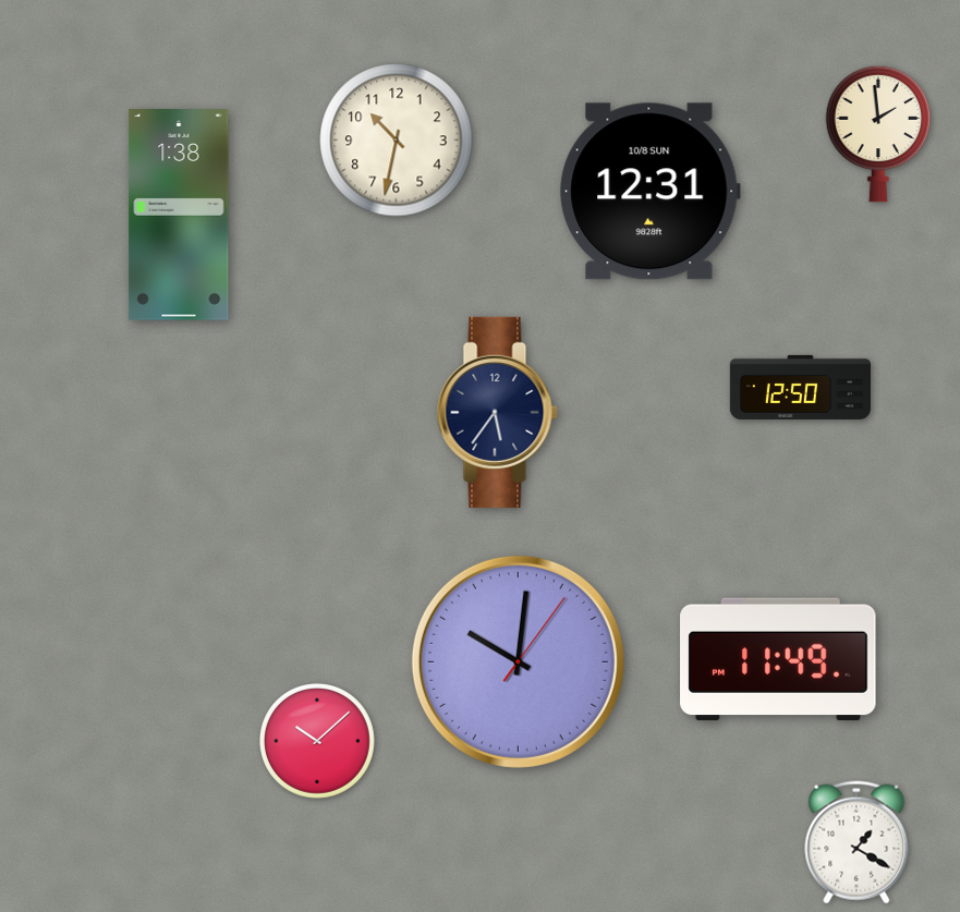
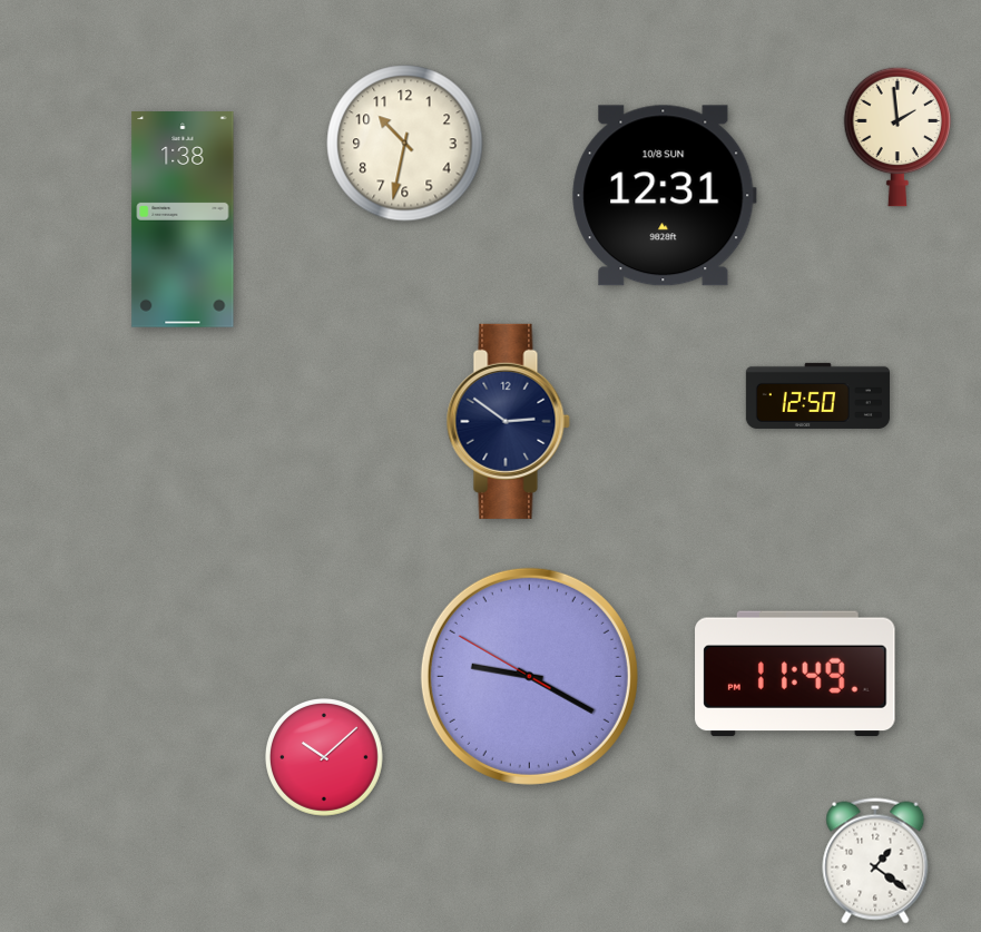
clock at (497, 412): 5:36 -> 2:51
clock at (518, 661): 10:01 -> 9:19
clock at (856, 842): 1:20 -> 1:21
